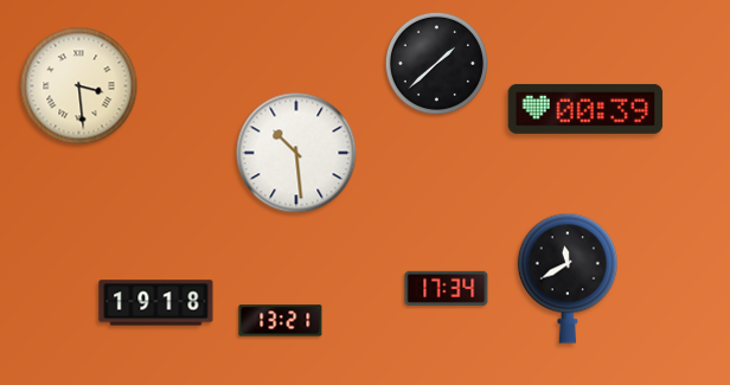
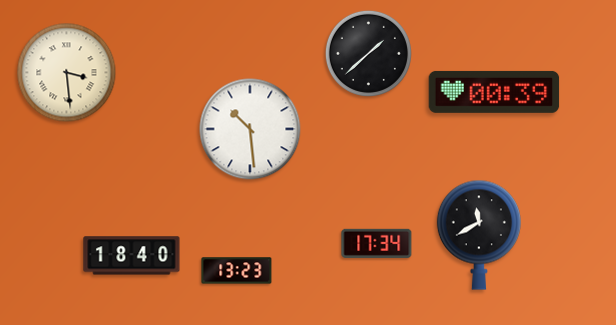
clock at (156, 303): 19:18 -> 18:40
clock at (281, 321): 13:21 -> 13:23
